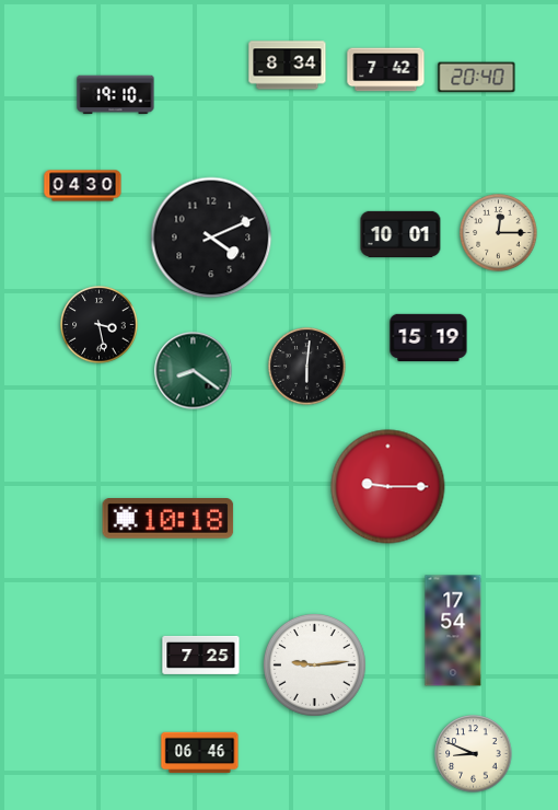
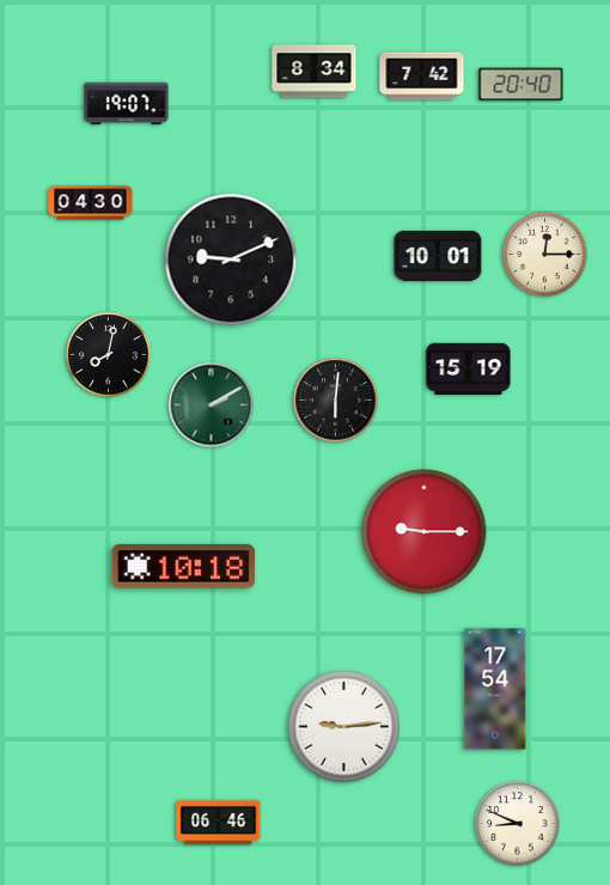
clock at (116, 95): 19:10 -> 19:07
clock at (211, 238): 4:11 -> 9:11
clock at (100, 325): 3:28 -> 8:02
clock at (194, 371): 8:21 -> 2:10
clock at (201, 655): 7:25 -> none
